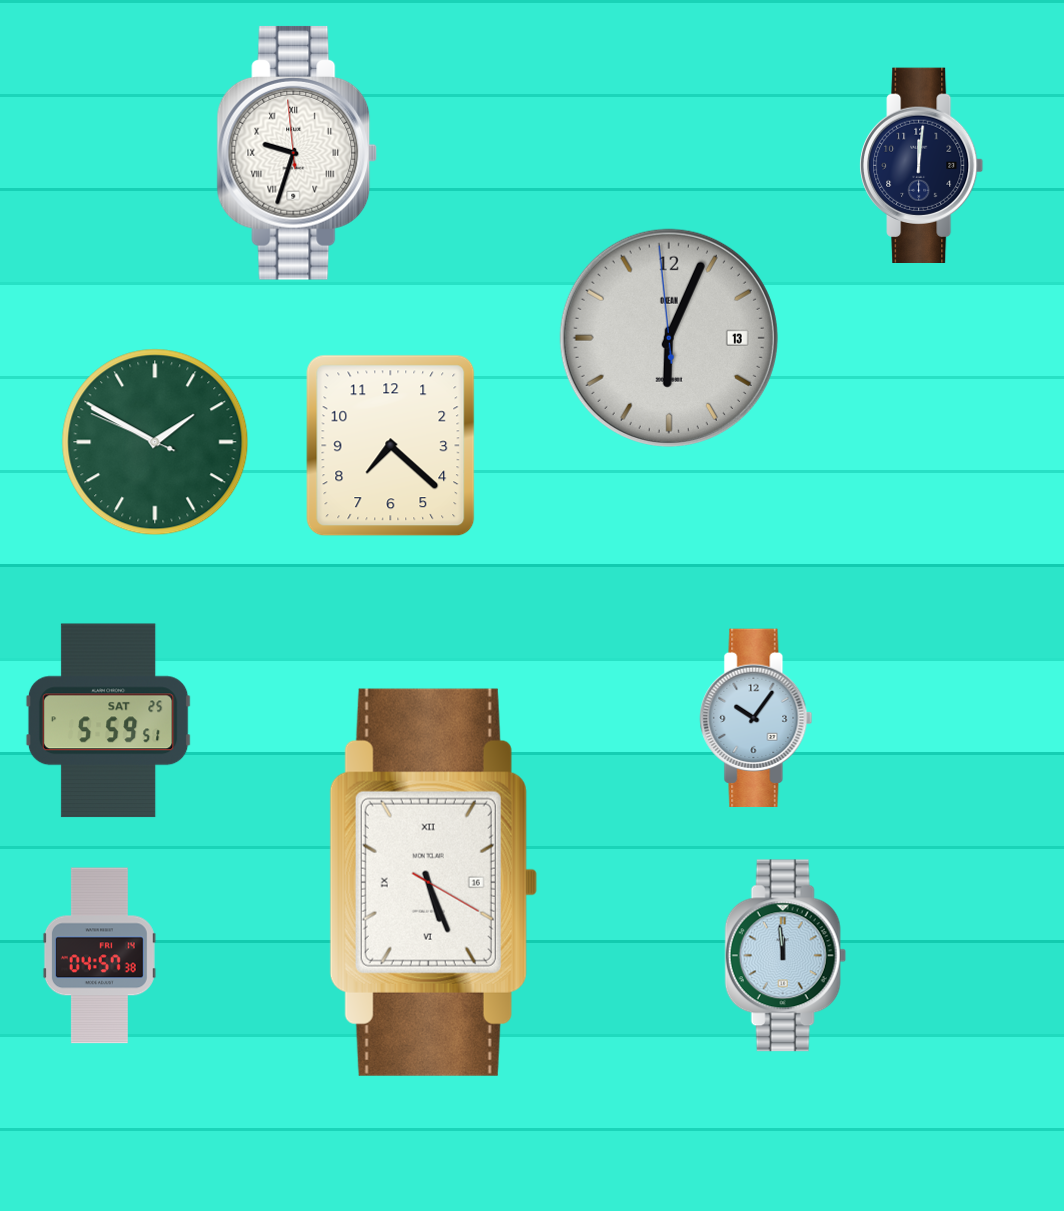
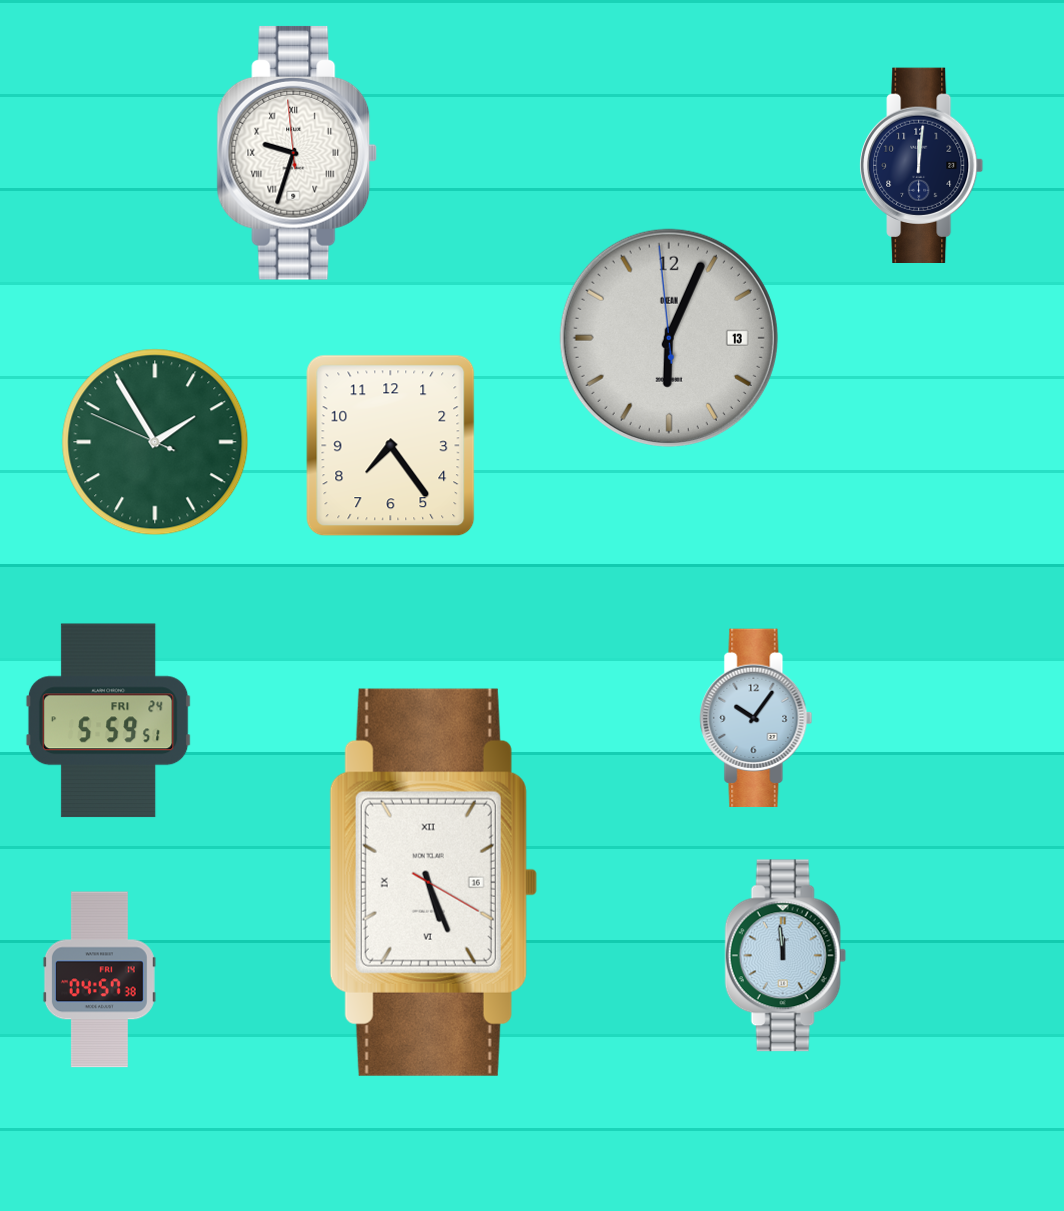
clock at (155, 442): 1:49 -> 1:54
clock at (391, 446): 7:22 -> 7:24
clock at (108, 721) date: SAT 25 -> FRI 24
clock at (99, 956) position: (99, 956) -> (99, 980)
